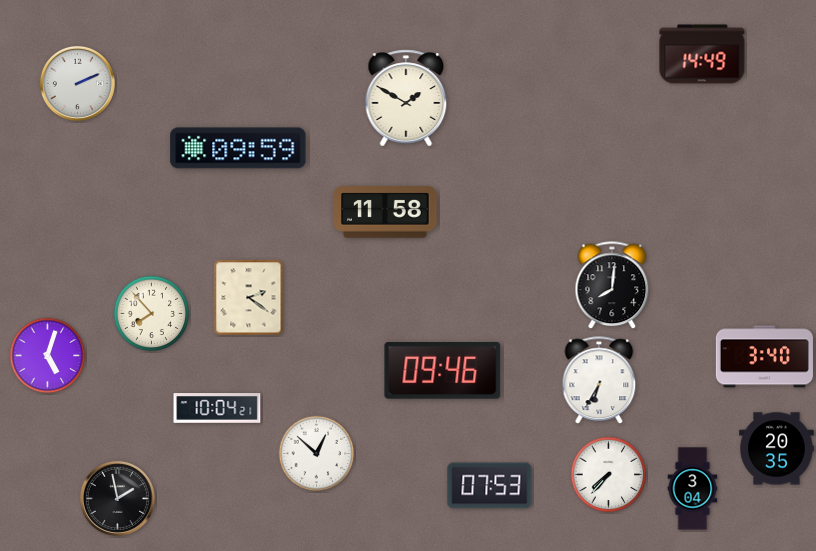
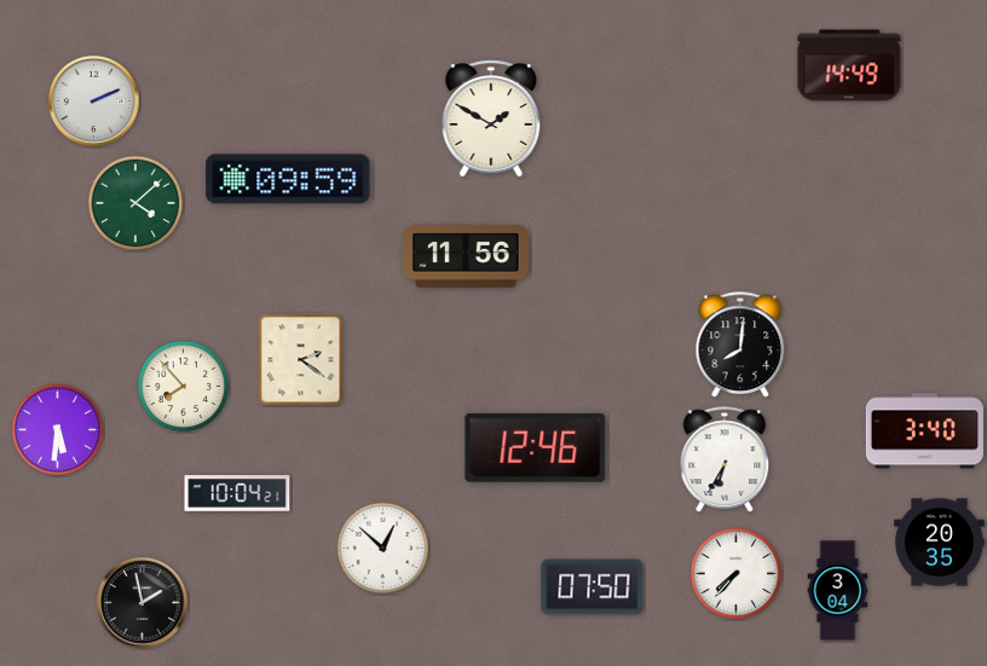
clock at (135, 203): none -> 4:08
clock at (385, 212): 11:58 -> 11:56
clock at (152, 314) position: (152, 314) -> (184, 387)
clock at (48, 356): 5:03 -> 5:31
clock at (443, 371): 09:46 -> 12:46
clock at (217, 408) position: (217, 408) -> (237, 493)
clock at (490, 486): 07:53 -> 07:50
